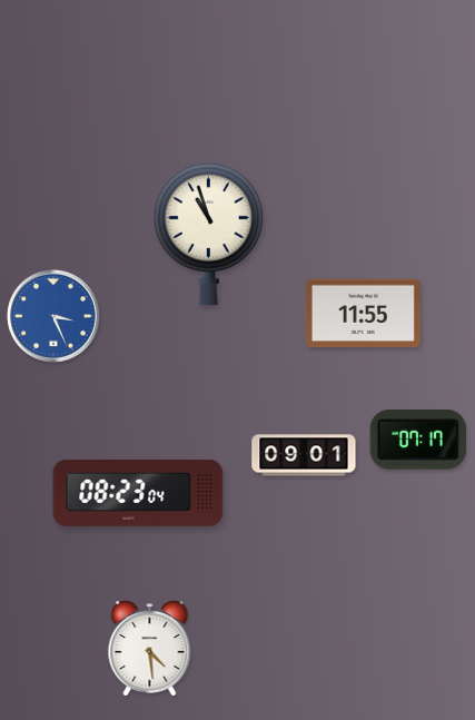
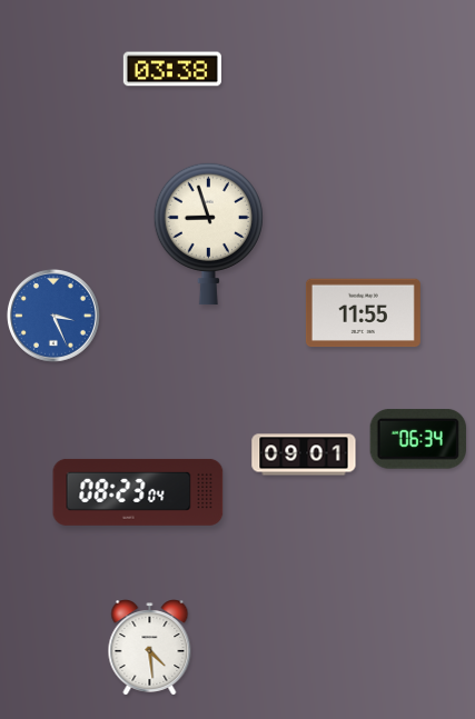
clock at (172, 69): none -> 03:38
clock at (208, 234): 10:57 -> 8:57
clock at (418, 440): 07:17 -> 06:34
